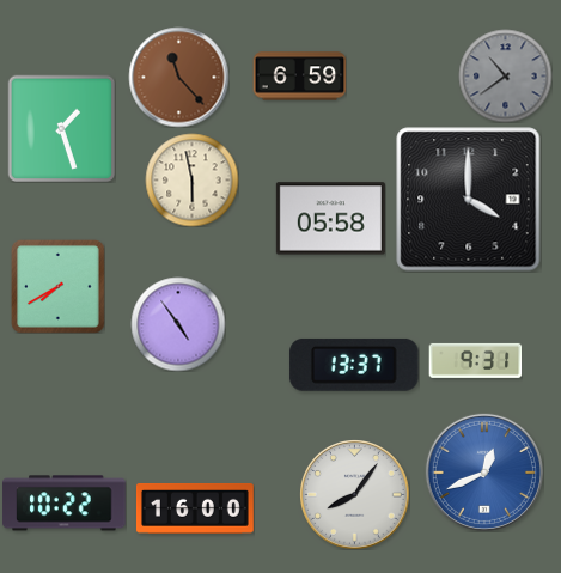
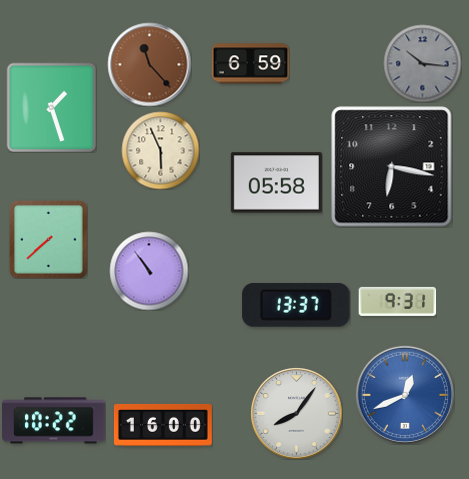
clock at (505, 75): 10:39 -> 10:16
clock at (191, 179): 5:58 -> 5:56
clock at (469, 200): 4:00 -> 6:17
clock at (57, 286): 7:40 -> 7:38
clock at (178, 324): 4:54 -> 10:54
